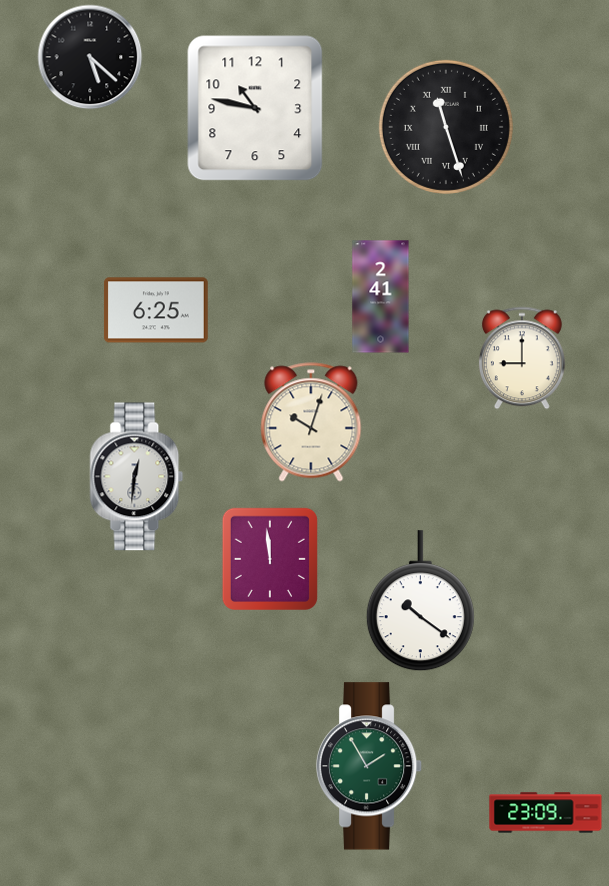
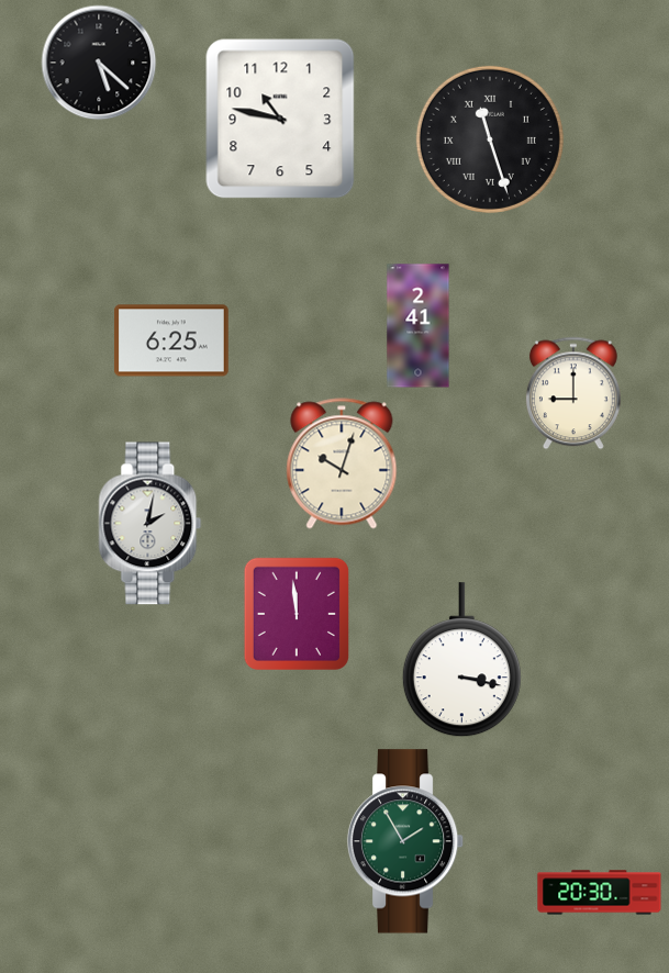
clock at (137, 477): 12:31 -> 2:02
clock at (420, 601): 10:21 -> 3:17
clock at (546, 813): 23:09 -> 20:30
